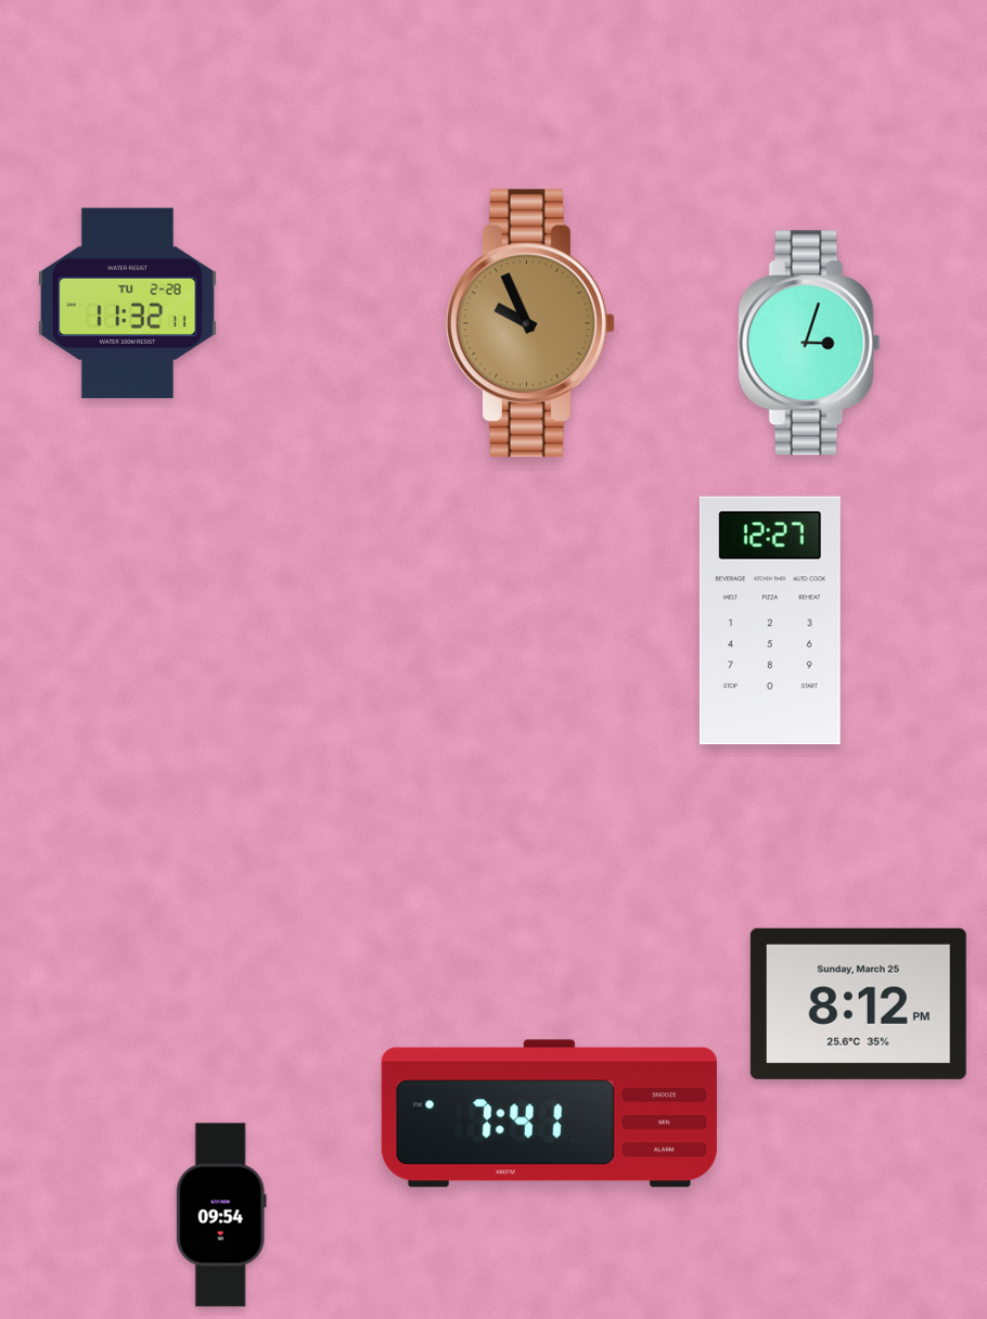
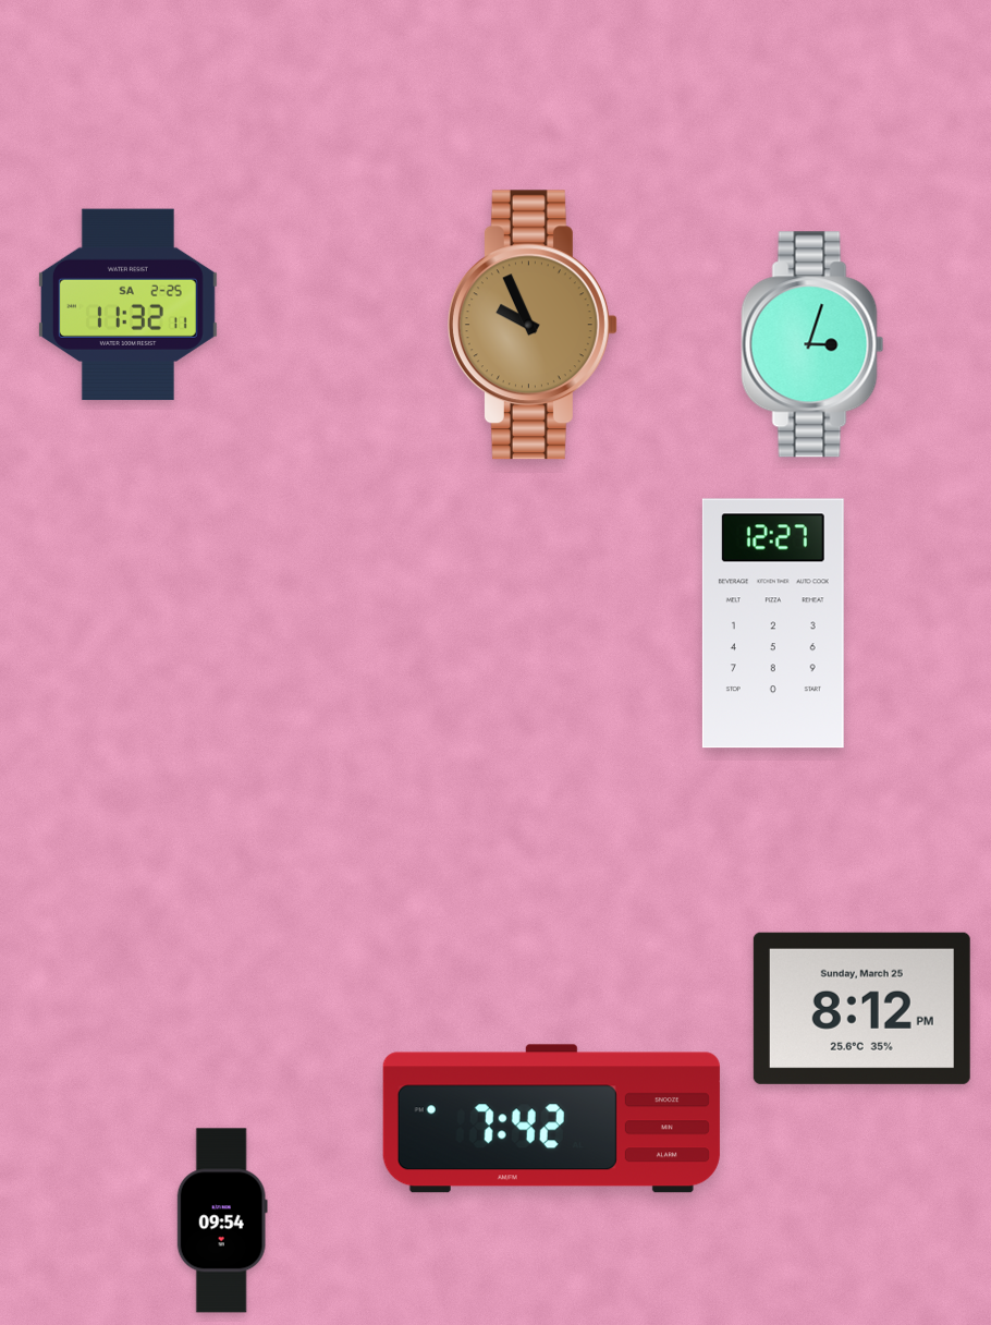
clock at (127, 304) date: TU 2-28 -> SA 2-25
clock at (549, 1114): 7:41 -> 7:42
